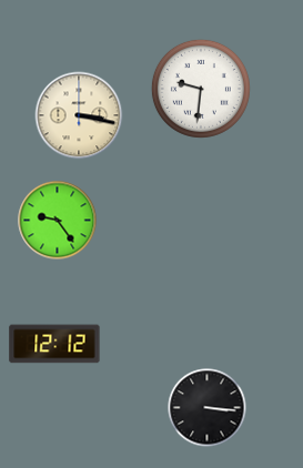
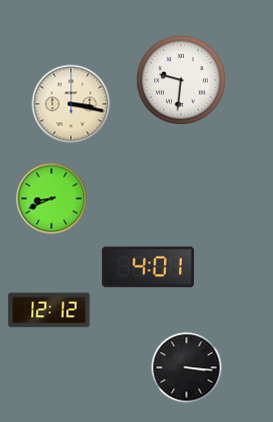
clock at (58, 221): 9:24 -> 8:41
clock at (148, 267): none -> 4:01
